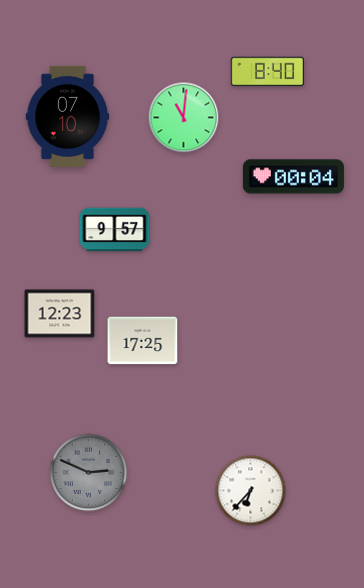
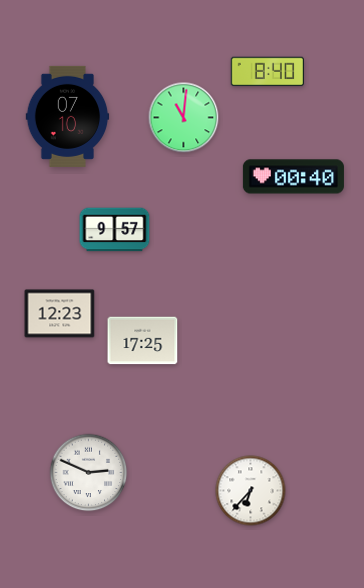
clock at (293, 177): 00:04 -> 00:40
clock at (89, 473) dial: grey -> white
